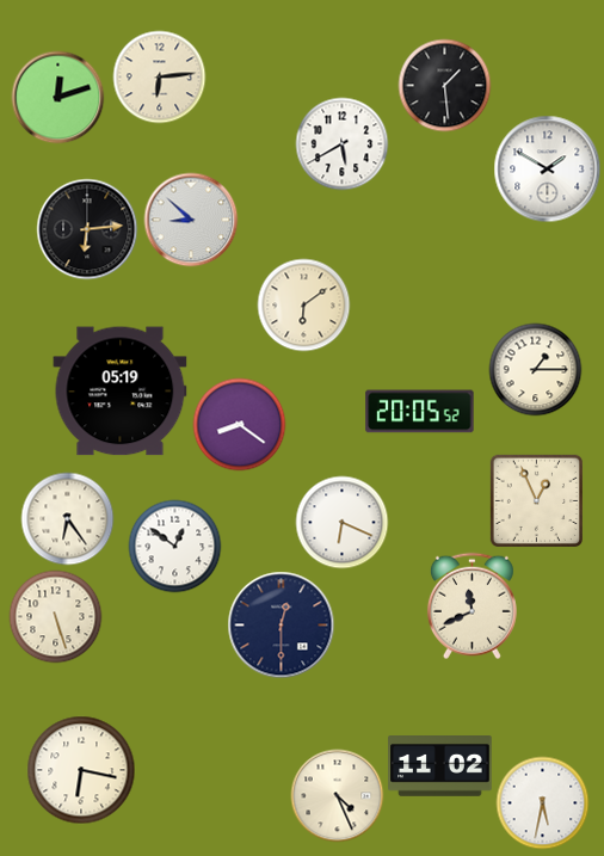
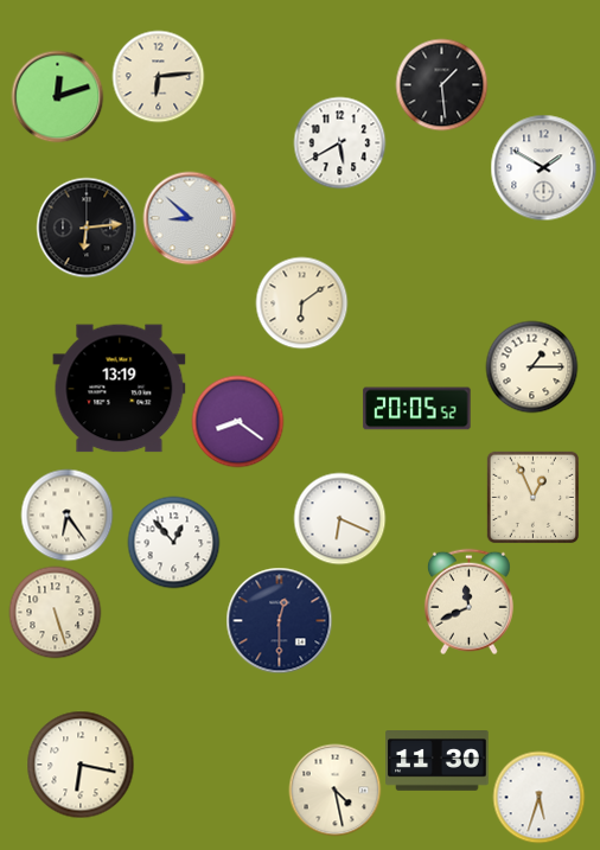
clock at (121, 392): 05:19 -> 13:19
clock at (174, 546): 12:51 -> 12:53
clock at (440, 766): 11:02 -> 11:30
clock at (337, 795): 4:26 -> 4:28
clock at (542, 802): 5:32 -> 5:33
